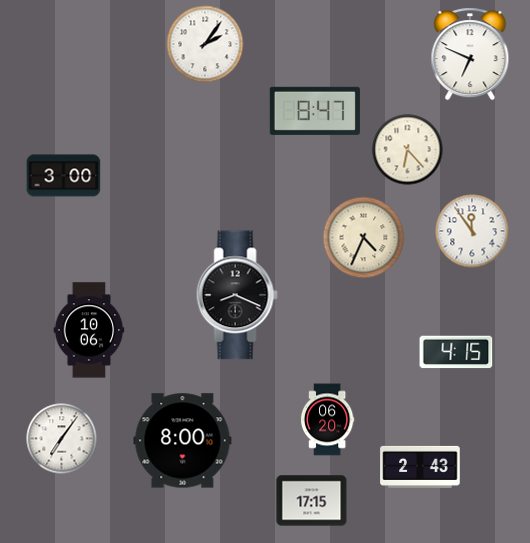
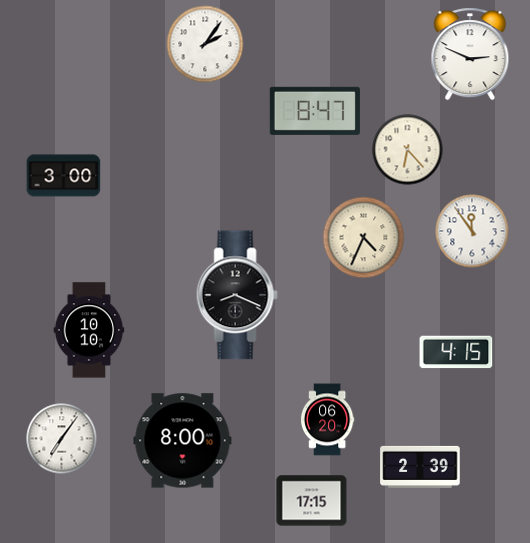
clock at (470, 54): 6:49 -> 2:49
clock at (89, 330): 10:06 -> 10:10
clock at (420, 467): 2:43 -> 2:39
